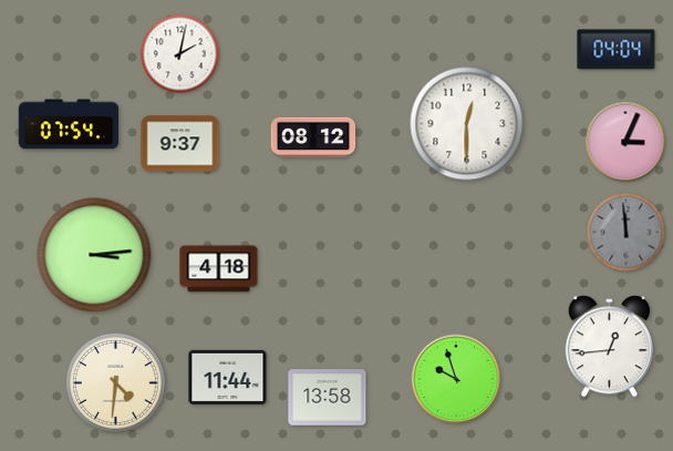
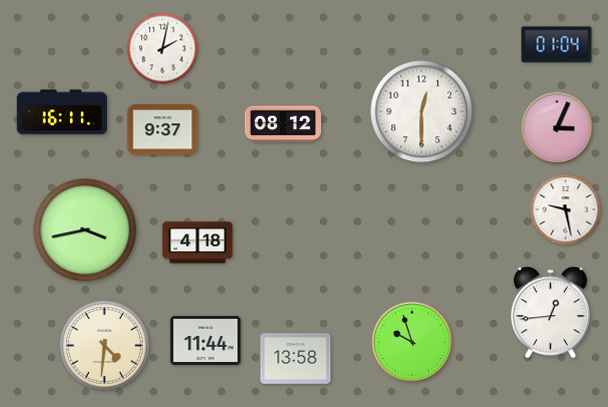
clock at (617, 50): 04:04 -> 01:04
clock at (69, 124): 07:54 -> 16:11
clock at (625, 142) position: (625, 142) -> (557, 128)
clock at (627, 233): 11:59 -> 9:28
clock at (627, 233) dial: grey -> white
clock at (94, 255): 3:14 -> 3:43
